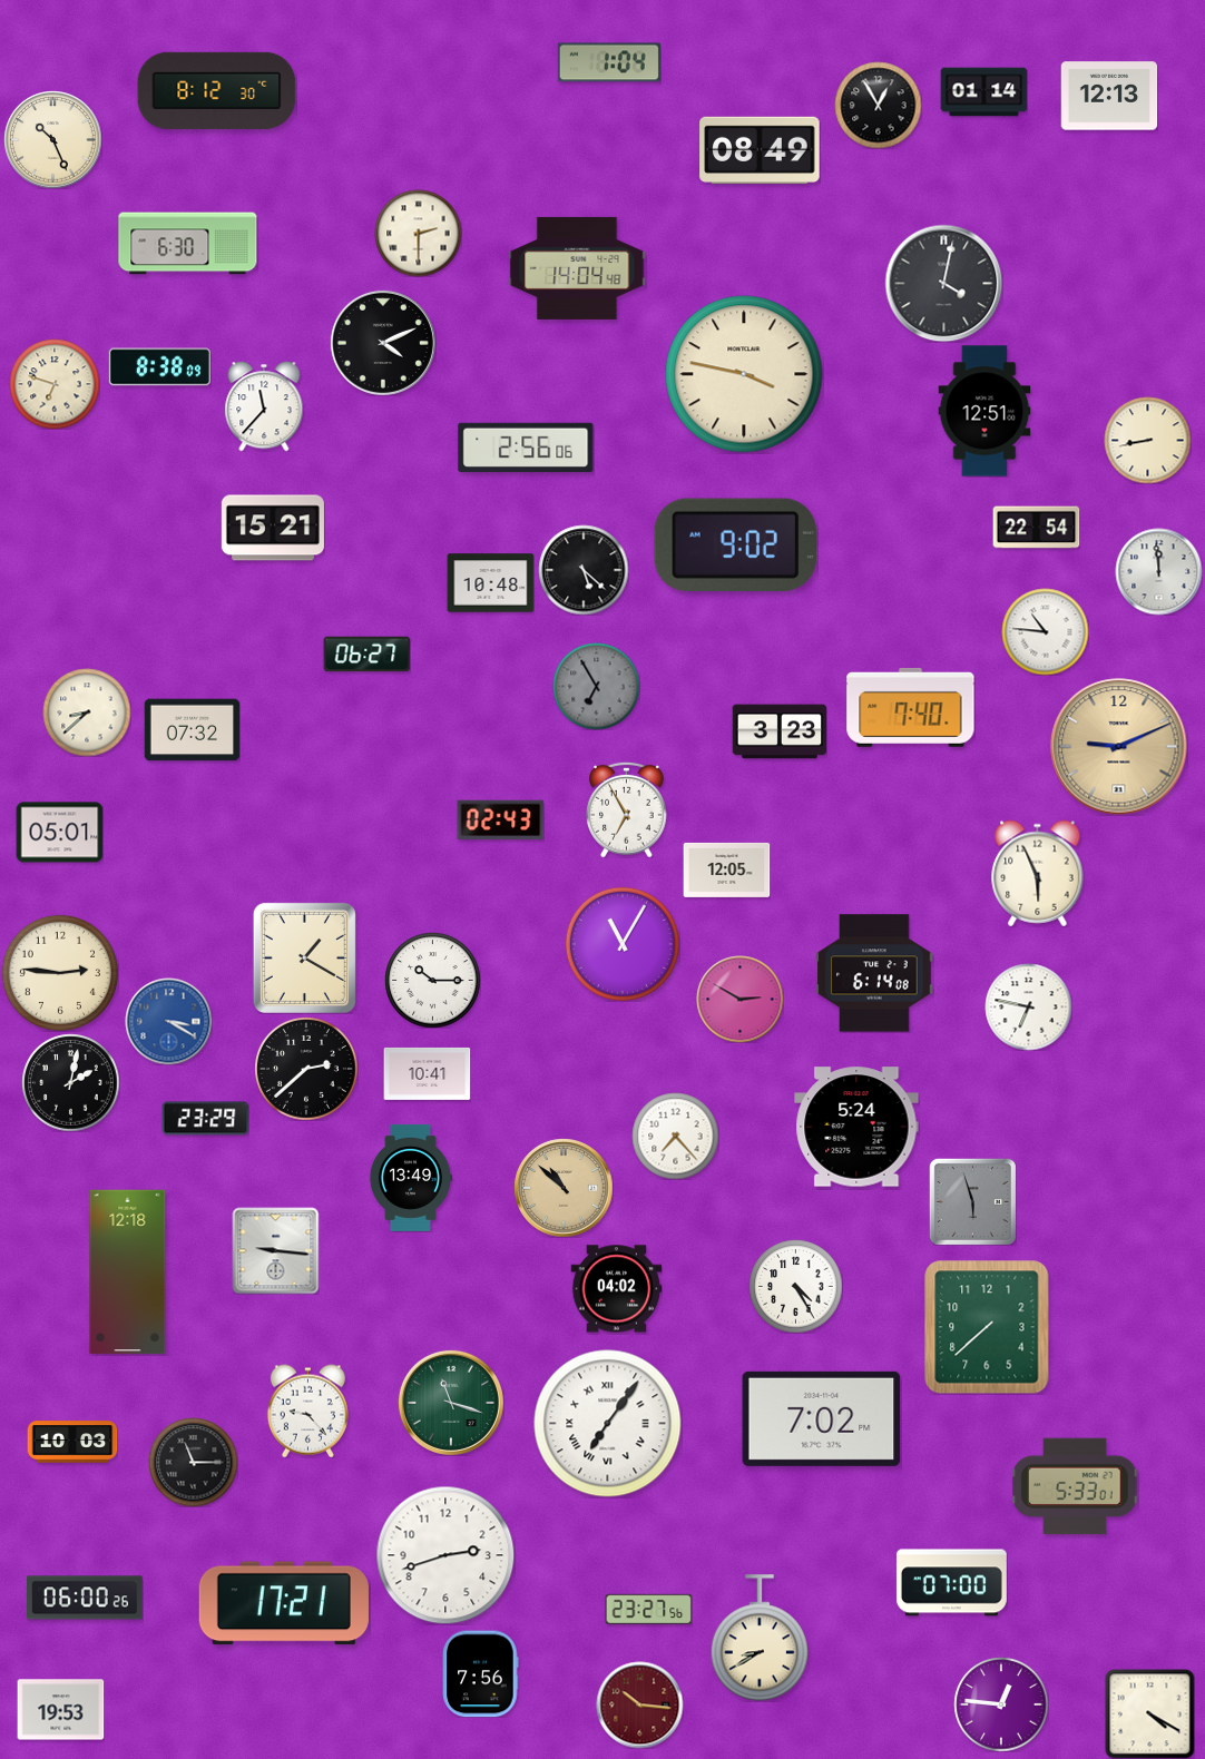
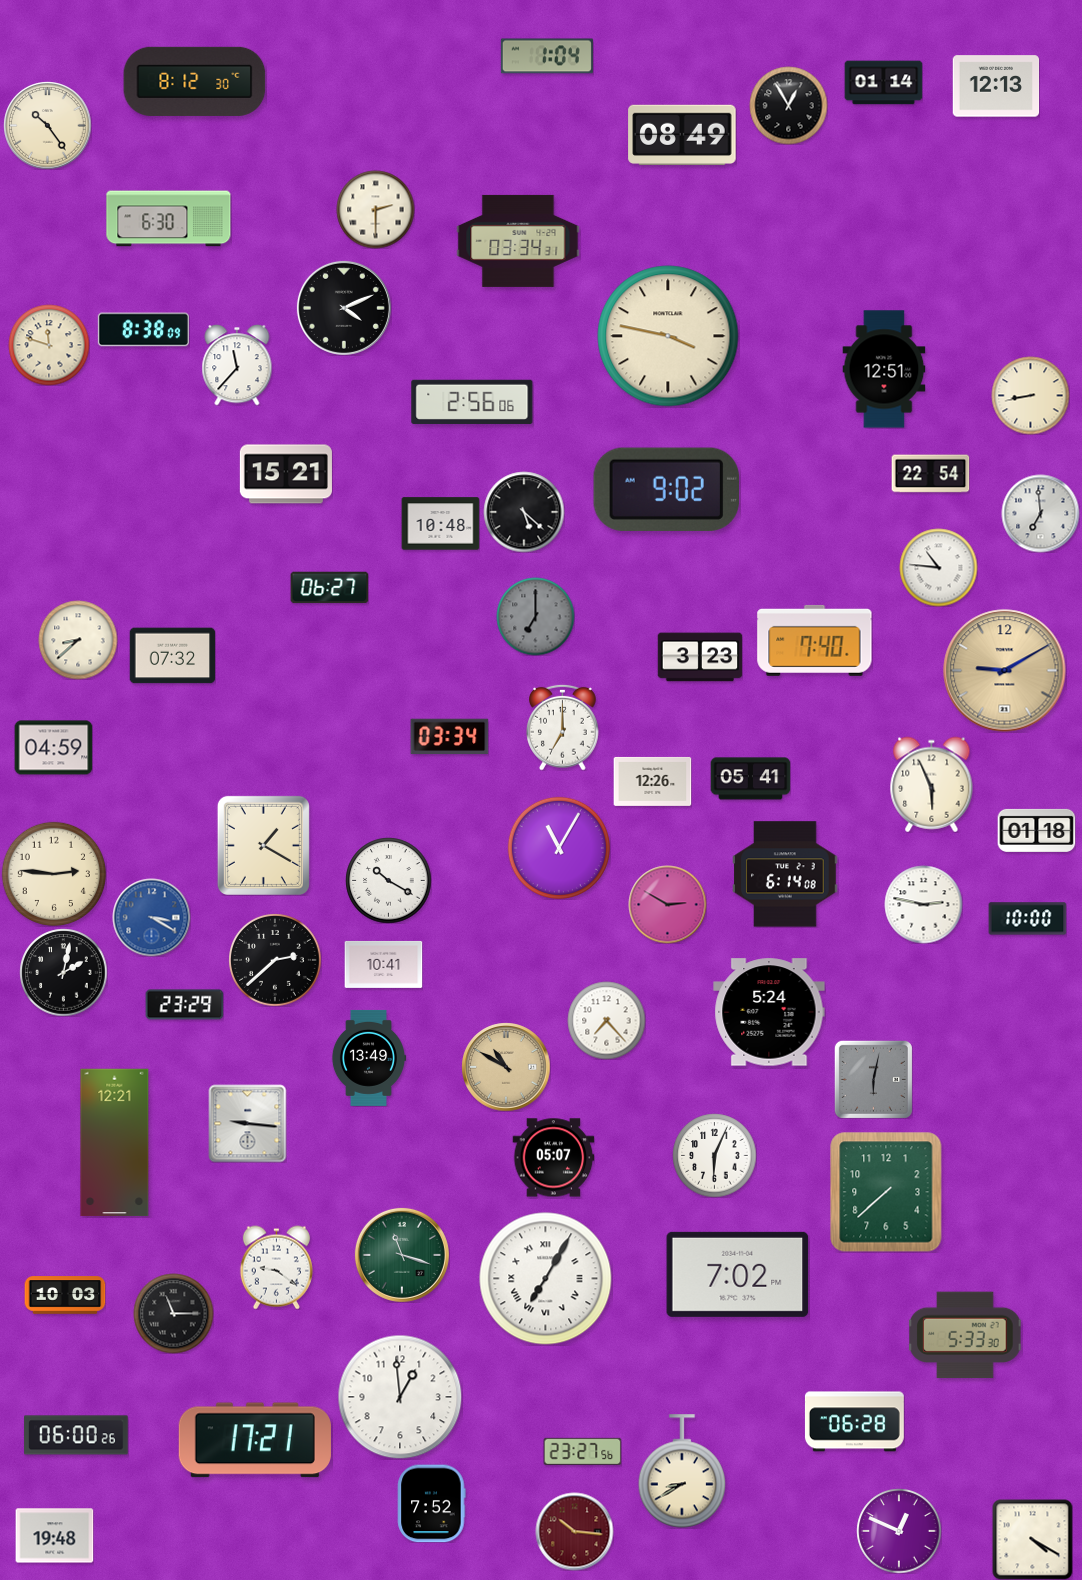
clock at (878, 105) position: (878, 105) -> (788, 105)
clock at (52, 139): 10:26 -> 10:24
clock at (577, 268): 14:04 -> 03:34
clock at (943, 283): 4:02 -> none
clock at (55, 384): 6:48 -> 11:48
clock at (273, 528) position: (273, 528) -> (286, 474)
clock at (735, 544) position: (735, 544) -> (666, 489)
clock at (1158, 571): 11:59 -> 6:59
clock at (596, 686): 6:55 -> 7:00
clock at (911, 707) position: (911, 707) -> (815, 640)
clock at (1119, 747): 9:11 -> 9:10
clock at (627, 809): 6:55 -> 7:00
clock at (500, 820): 02:43 -> 03:34
clock at (59, 833): 05:01 -> 04:59
clock at (750, 779): none -> 05:41
clock at (726, 869): 12:05 -> 12:26
clock at (1036, 830): none -> 01:18
clock at (304, 957) position: (304, 957) -> (263, 845)
clock at (432, 980): 10:15 -> 10:20
clock at (739, 999) position: (739, 999) -> (667, 904)
clock at (1028, 1006): 6:47 -> 2:47
clock at (1027, 919): none -> 10:00
clock at (564, 1188): 10:52 -> 10:50
clock at (972, 1201): 5:57 -> 6:02
clock at (128, 1272): 12:18 -> 12:21
clock at (795, 1286): 4:25 -> 6:04
clock at (616, 1289): 04:02 -> 05:07
clock at (451, 1403) position: (451, 1403) -> (402, 1255)
clock at (307, 1411): 9:23 -> 9:21
clock at (608, 1424): 7:06 -> 7:05
clock at (1075, 1486): 5:33:01 -> 5:33:30
clock at (445, 1555): 2:42 -> 12:59
clock at (951, 1583): 07:00 -> 06:28
clock at (648, 1609) position: (648, 1609) -> (582, 1451)
clock at (481, 1673): 7:56 -> 7:52
clock at (1001, 1704): 12:46 -> 12:49
clock at (60, 1710): 19:53 -> 19:48
